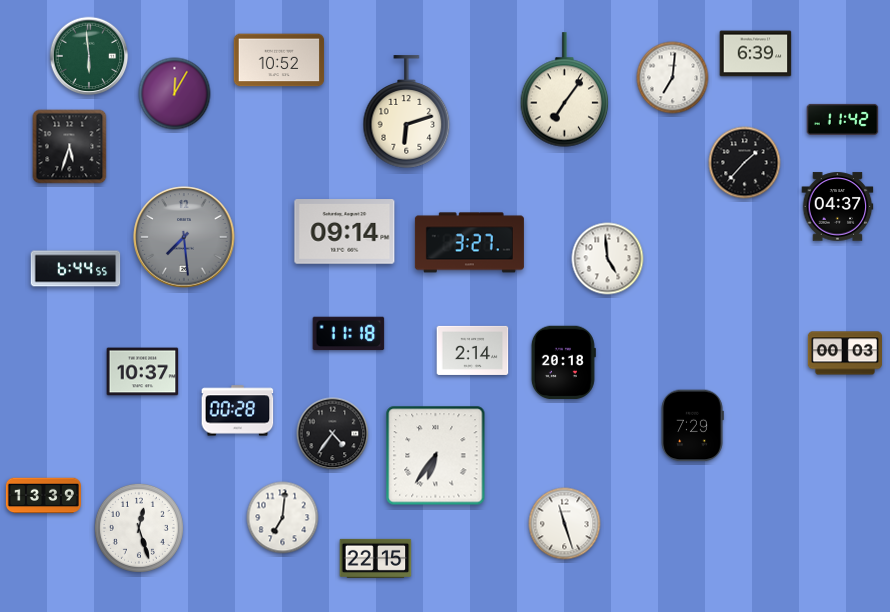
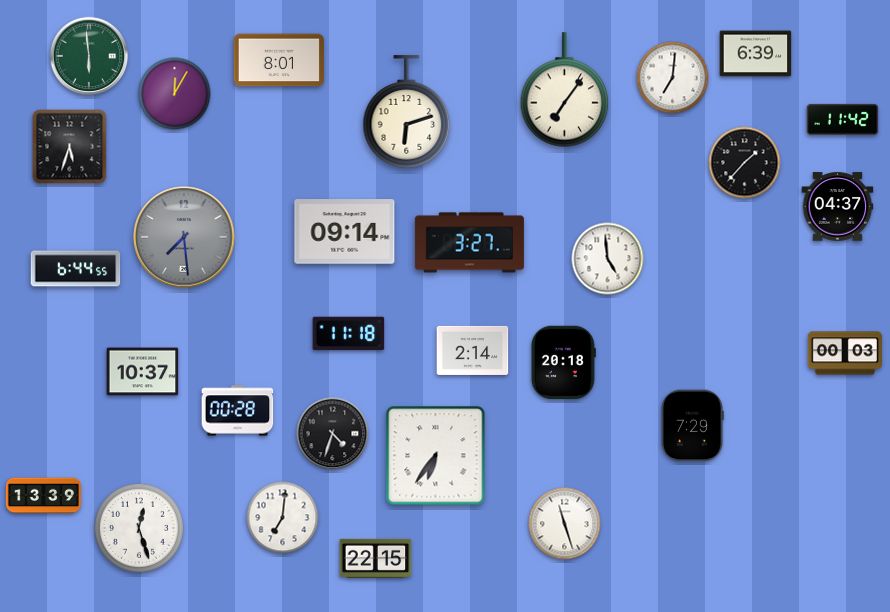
clock at (279, 60): 10:52 -> 8:01
clock at (333, 434): 4:36 -> 4:33
